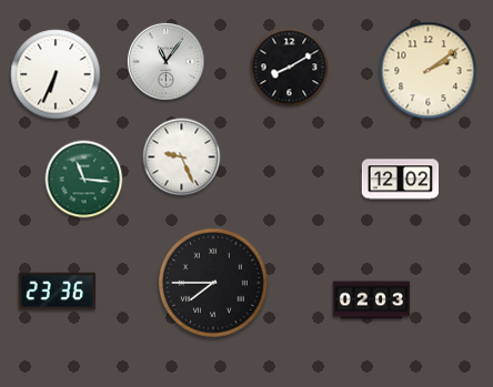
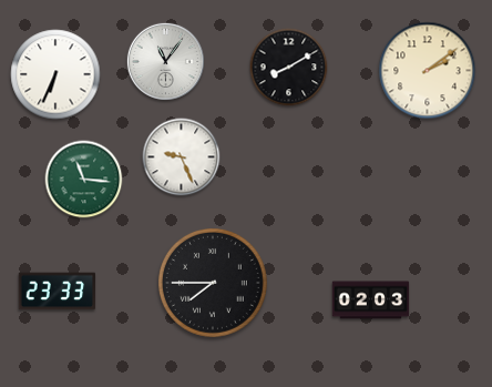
clock at (401, 180): 12:02 -> none
clock at (58, 292): 23:36 -> 23:33
